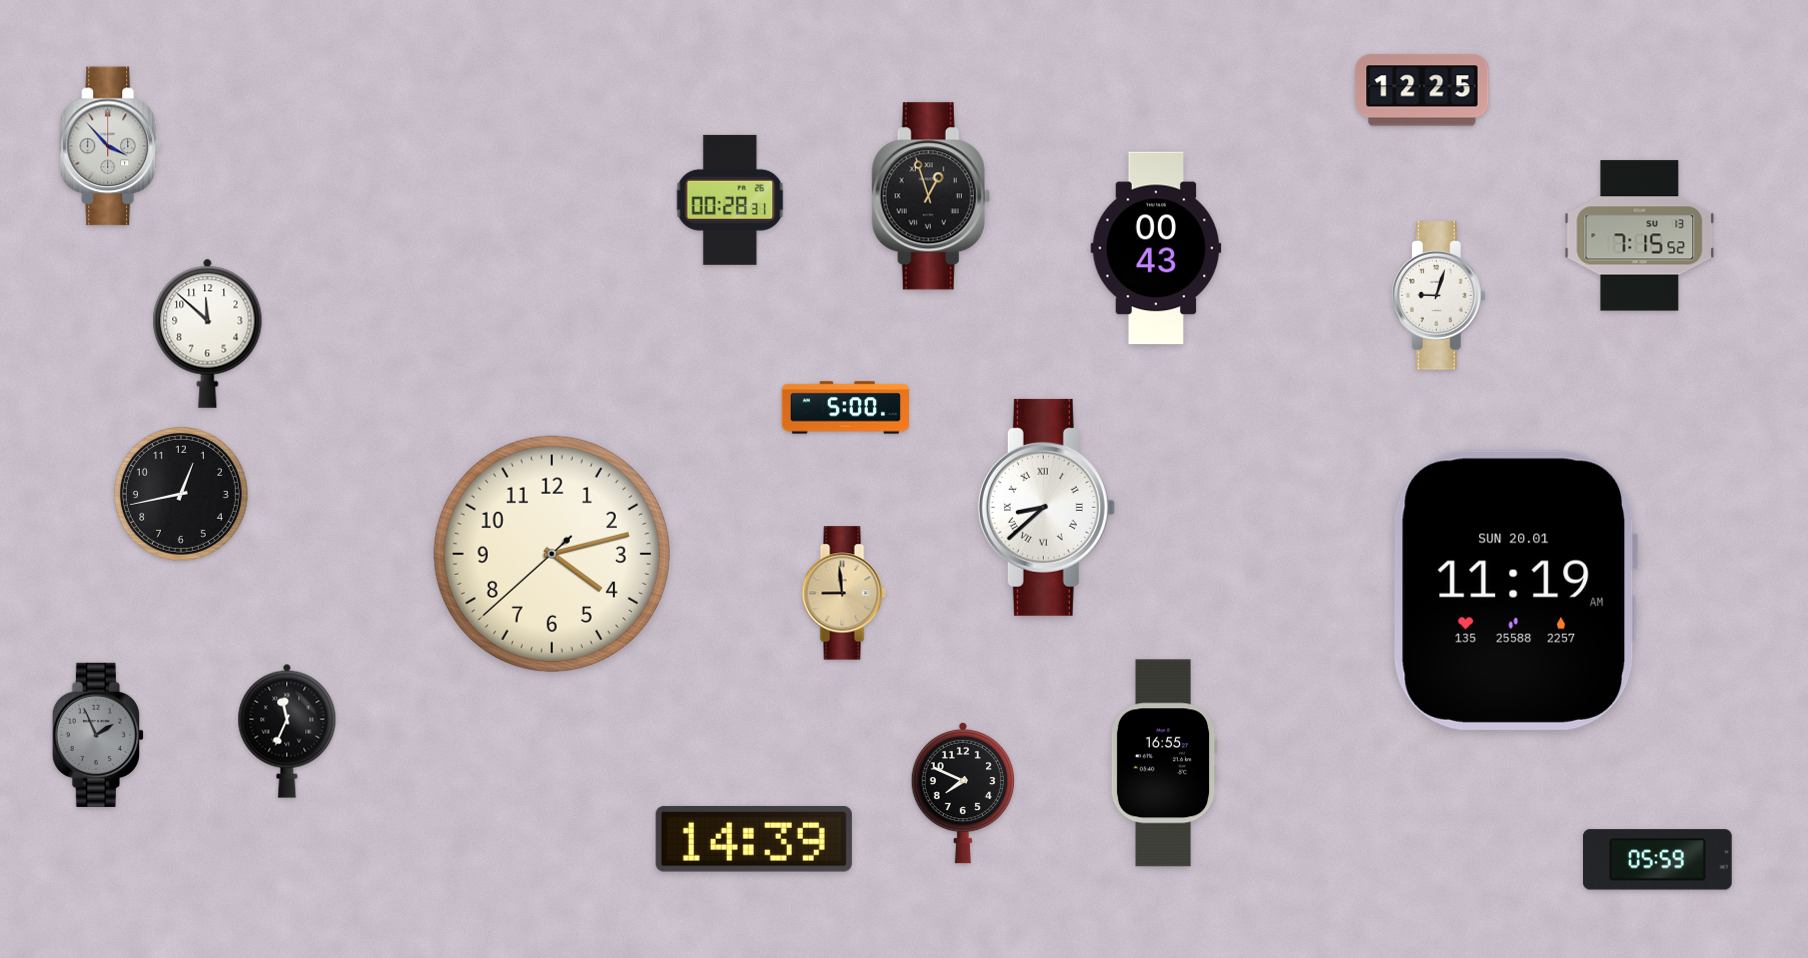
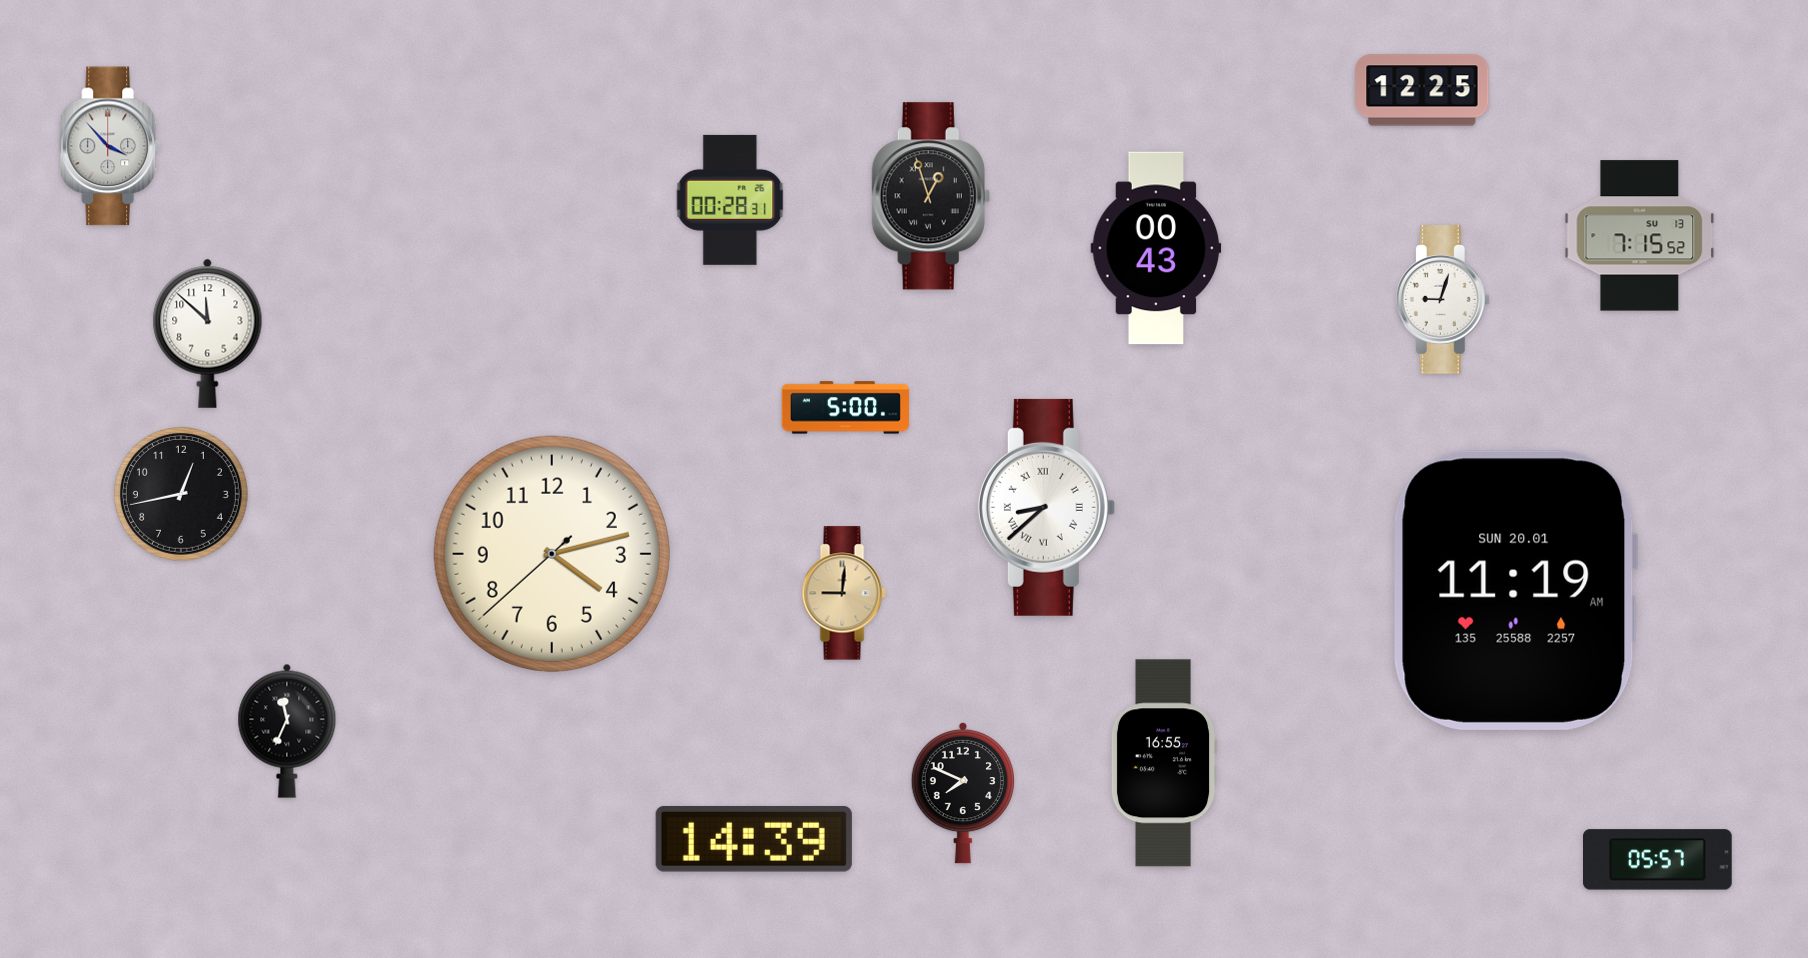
clock at (1438, 296) position: (1438, 296) -> (1442, 300)
clock at (844, 593): 8:59 -> 9:01
clock at (98, 735): 1:56 -> none
clock at (1658, 860): 05:59 -> 05:57
